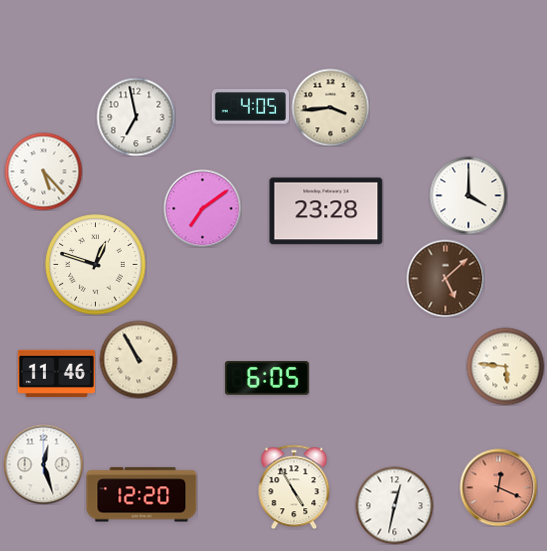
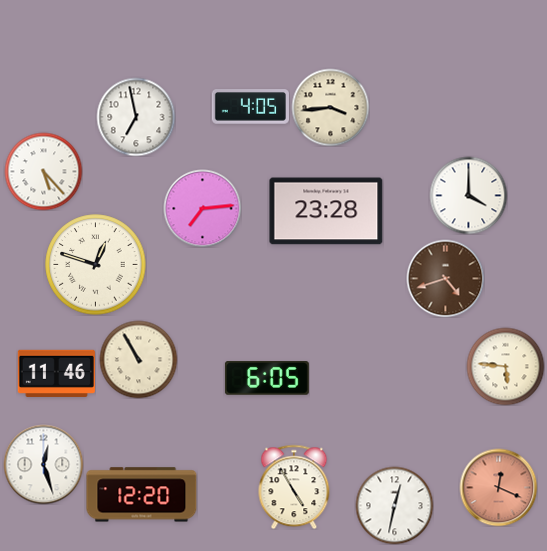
clock at (202, 208): 7:09 -> 7:14
clock at (445, 278): 5:08 -> 4:42
